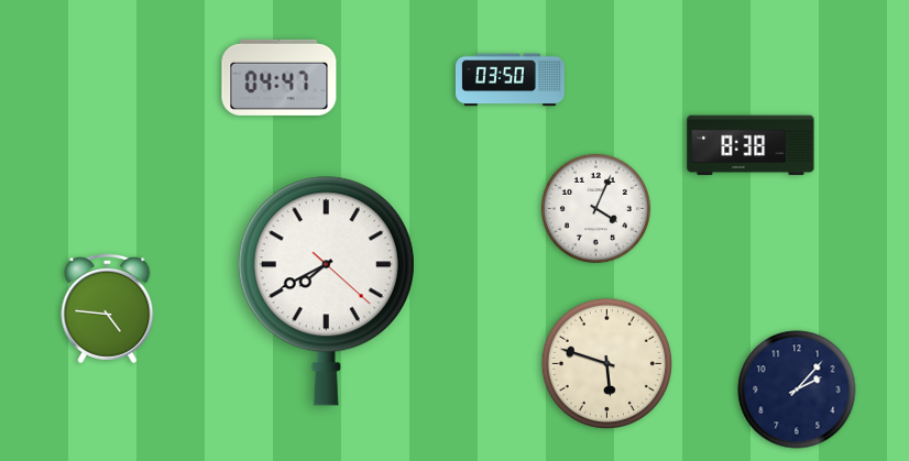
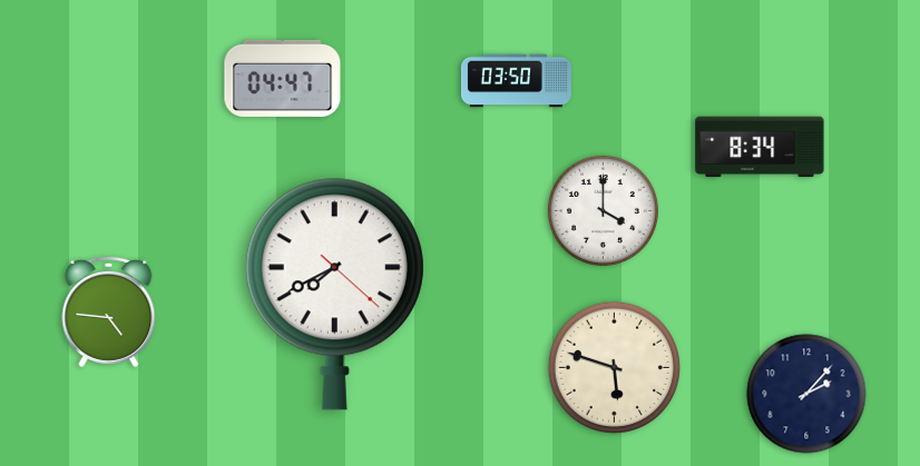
clock at (751, 145): 8:38 -> 8:34
clock at (595, 208): 4:04 -> 4:00
clock at (326, 290) position: (326, 290) -> (334, 294)
